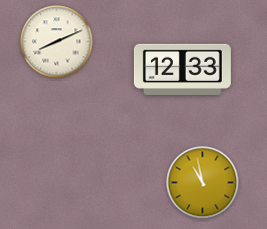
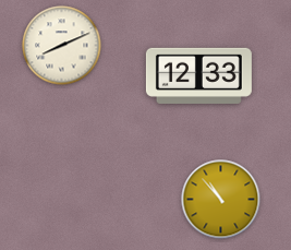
clock at (203, 183): 10:58 -> 10:53
